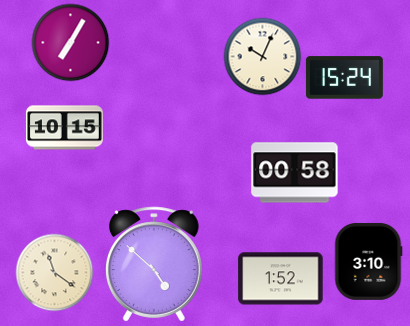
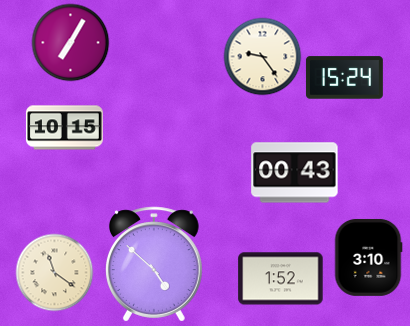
clock at (262, 56): 10:04 -> 9:24
clock at (295, 173): 00:58 -> 00:43
clock at (368, 261) position: (368, 261) -> (368, 257)
